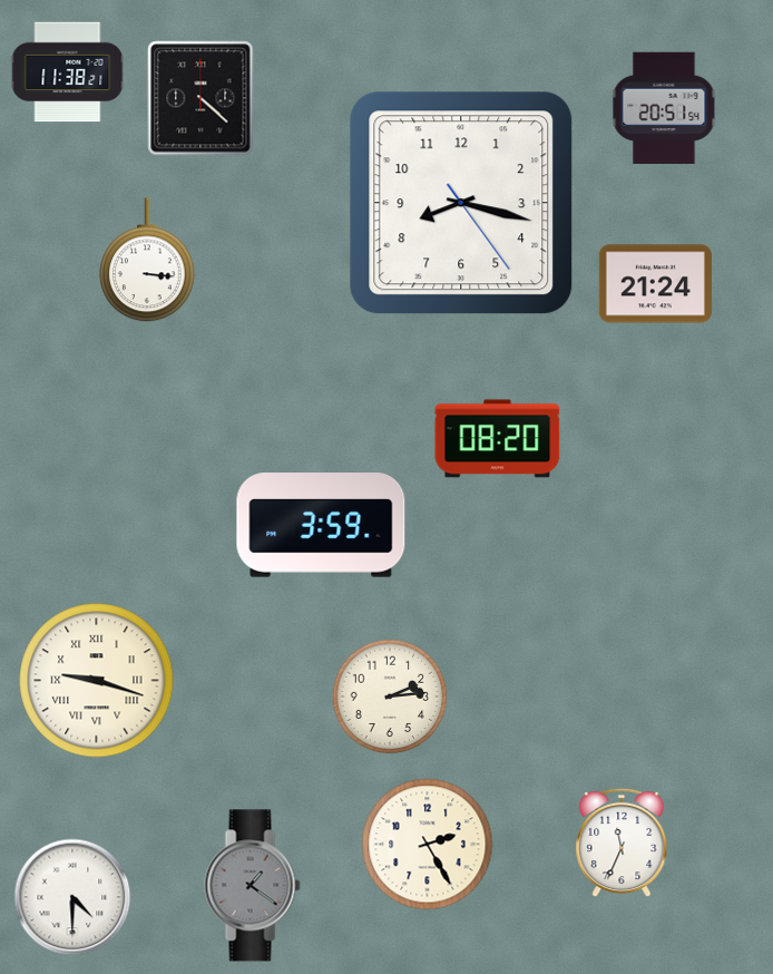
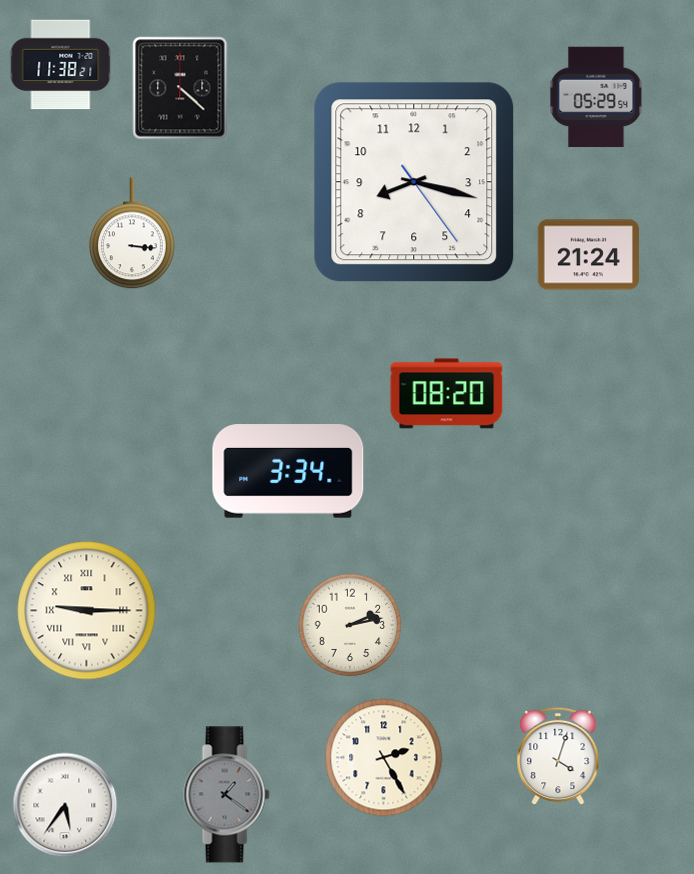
clock at (664, 108): 20:51 -> 05:29
clock at (321, 525): 3:59 -> 3:34
clock at (97, 681): 9:18 -> 9:15
clock at (390, 697): 2:14 -> 2:13
clock at (622, 842): 11:34 -> 4:03
clock at (72, 897): 4:30 -> 5:36
